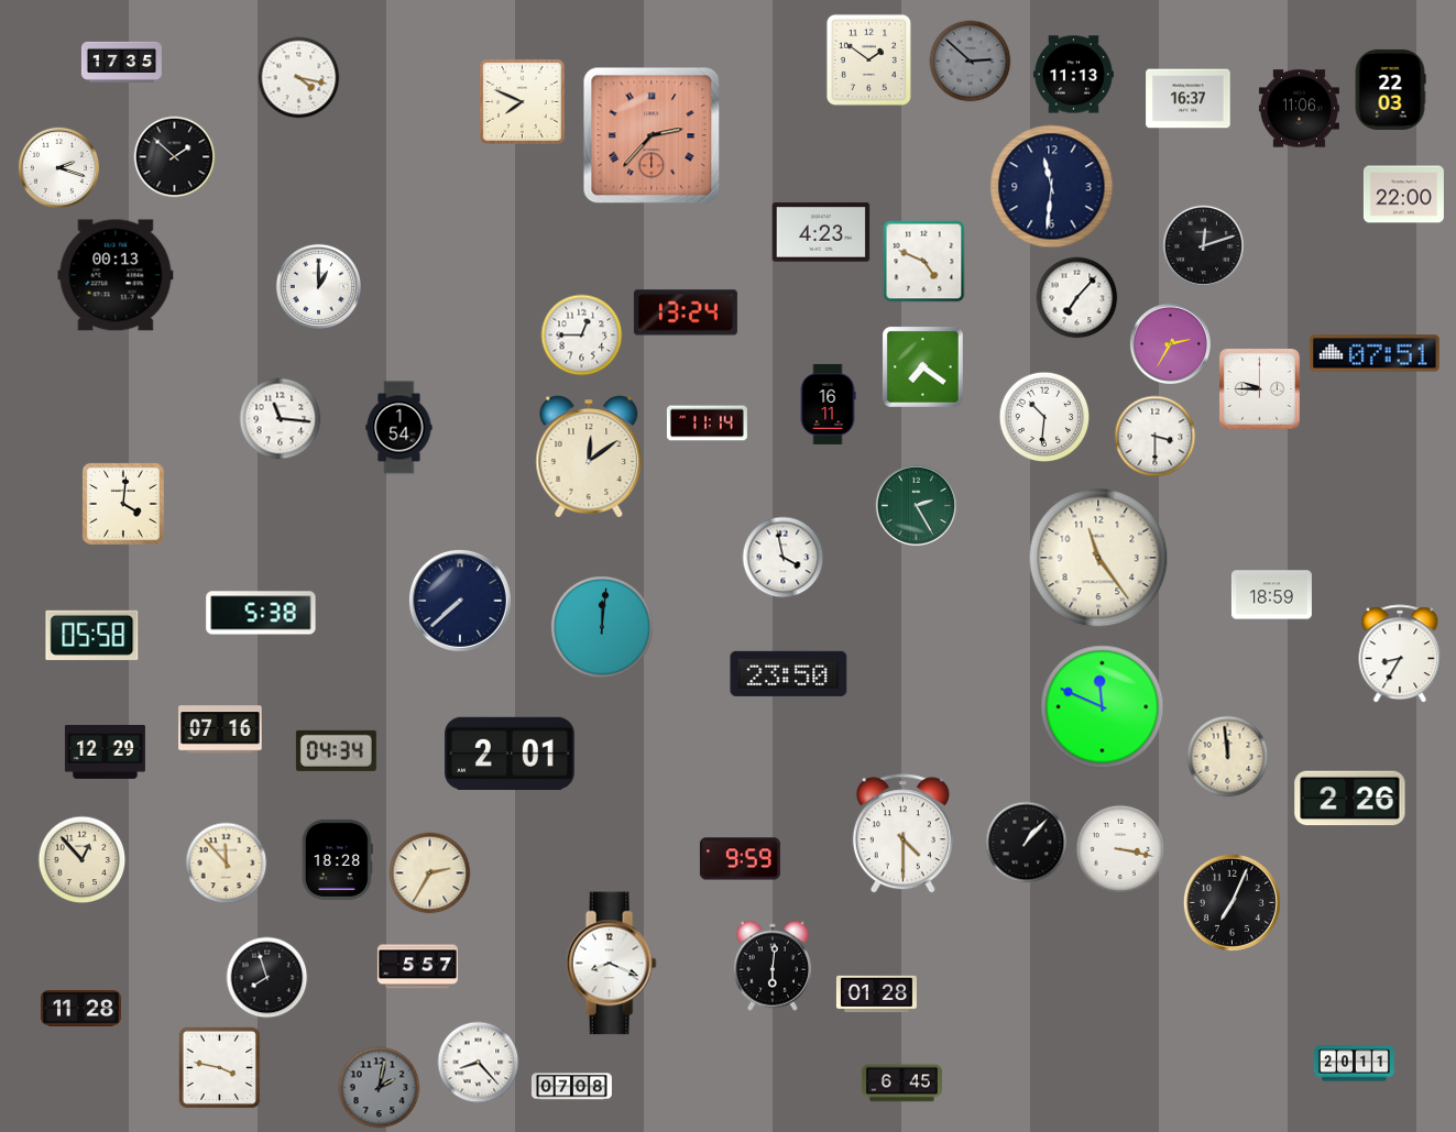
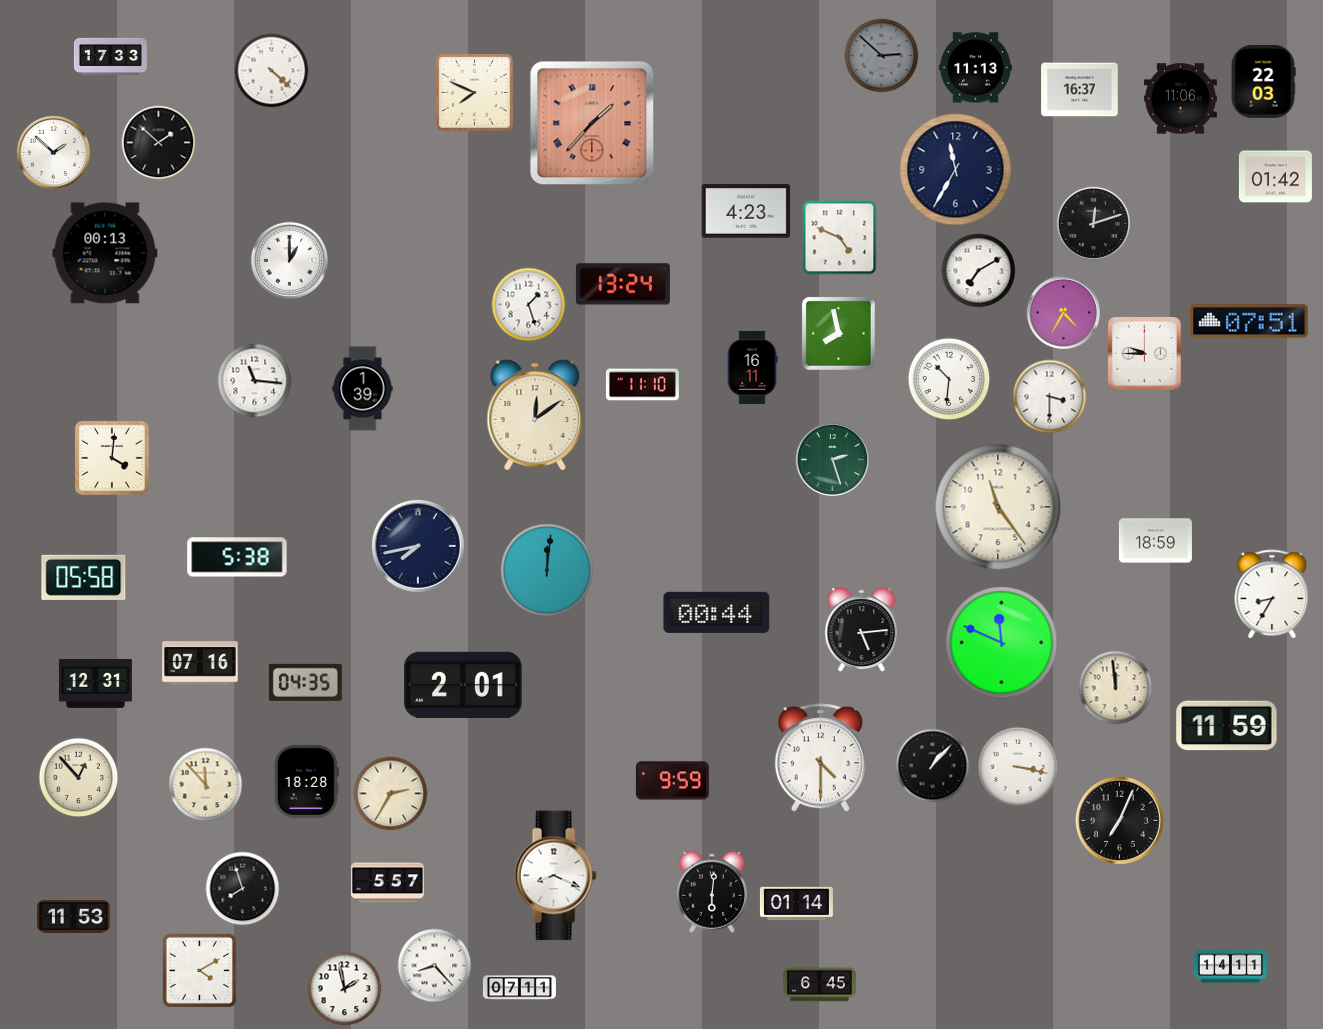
clock at (868, 59): 1:51 -> none
clock at (121, 62): 17:35 -> 17:33
clock at (299, 78): 4:17 -> 4:22
clock at (652, 135): 2:37 -> 1:37
clock at (58, 167): 2:18 -> 1:52
clock at (1052, 187): 11:31 -> 11:35
clock at (1403, 195): 22:00 -> 01:42
clock at (116, 275) position: (116, 275) -> (105, 253)
clock at (1077, 298): 7:07 -> 7:10
clock at (582, 336): 12:45 -> 1:27
clock at (1170, 343): 2:35 -> 4:35
clock at (922, 366): 7:21 -> 7:58
clock at (707, 424): 11:14 -> 11:10
clock at (399, 428): 1:54 -> 1:39
clock at (916, 505): 2:25 -> 2:27
clock at (784, 558): 3:58 -> none
clock at (460, 601): 7:38 -> 7:43
clock at (789, 673): 23:50 -> 00:44
clock at (862, 630): none -> 5:14
clock at (336, 750): 04:34 -> 04:35
clock at (105, 751): 12:29 -> 12:31
clock at (1350, 799): 2:26 -> 11:59
clock at (1120, 849) position: (1120, 849) -> (1018, 767)
clock at (83, 860) position: (83, 860) -> (79, 778)
clock at (771, 966) position: (771, 966) -> (711, 892)
clock at (417, 967) position: (417, 967) -> (387, 883)
clock at (876, 994): 01:28 -> 01:14
clock at (80, 1009): 11:28 -> 11:53
clock at (1354, 1064): 20:11 -> 14:11
clock at (220, 1068): 3:47 -> 4:10
clock at (571, 1087): 07:08 -> 07:11
clock at (380, 1088): 2:02 -> 1:58
clock at (380, 1088) dial: grey -> white
